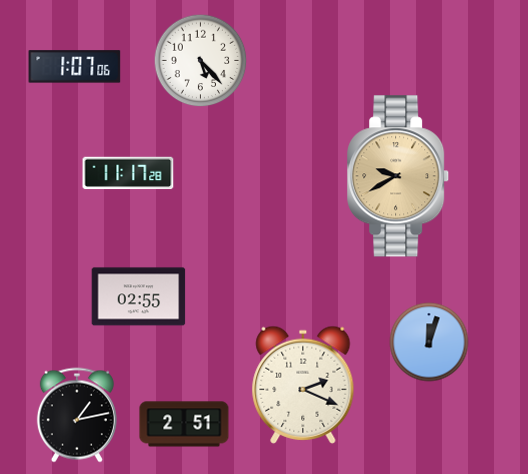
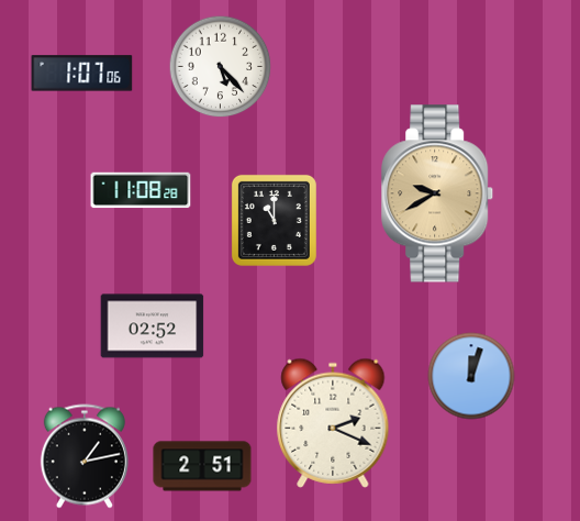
clock at (128, 173): 11:17 -> 11:08
clock at (274, 220): none -> 11:00
clock at (139, 297): 02:55 -> 02:52
